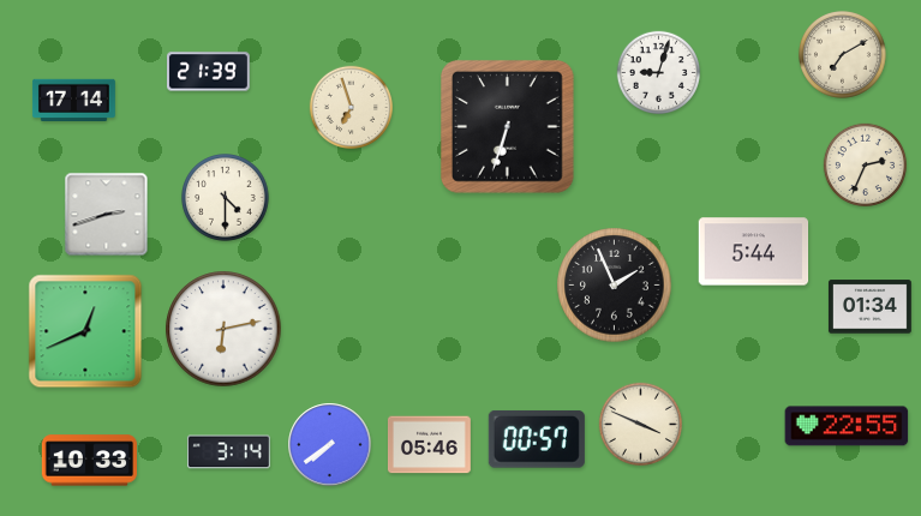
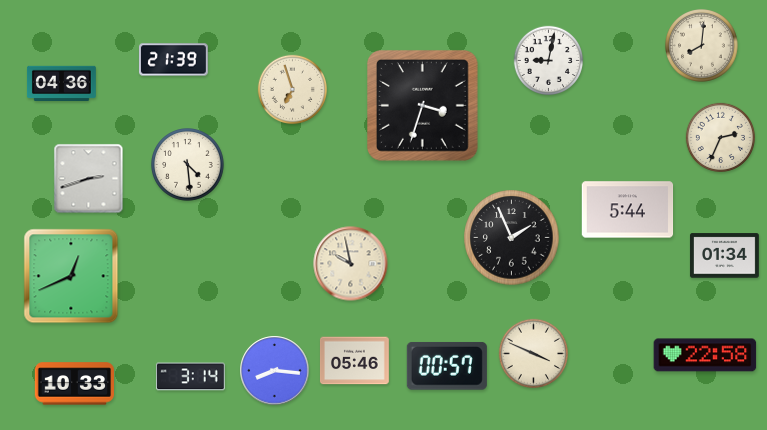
clock at (843, 55): 7:10 -> 8:01
clock at (658, 72): 9:03 -> 9:02
clock at (74, 100): 17:14 -> 04:36
clock at (508, 127): 6:33 -> 3:33
clock at (226, 198): 4:30 -> 4:29
clock at (351, 264): none -> 9:58
clock at (223, 329): 6:13 -> none
clock at (847, 426): 22:55 -> 22:58
clock at (330, 445): 7:39 -> 8:16
clock at (430, 445) position: (430, 445) -> (355, 361)
